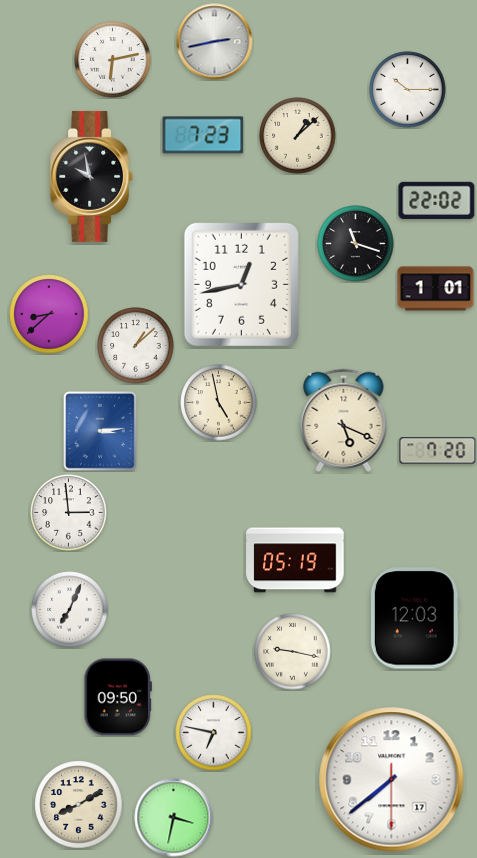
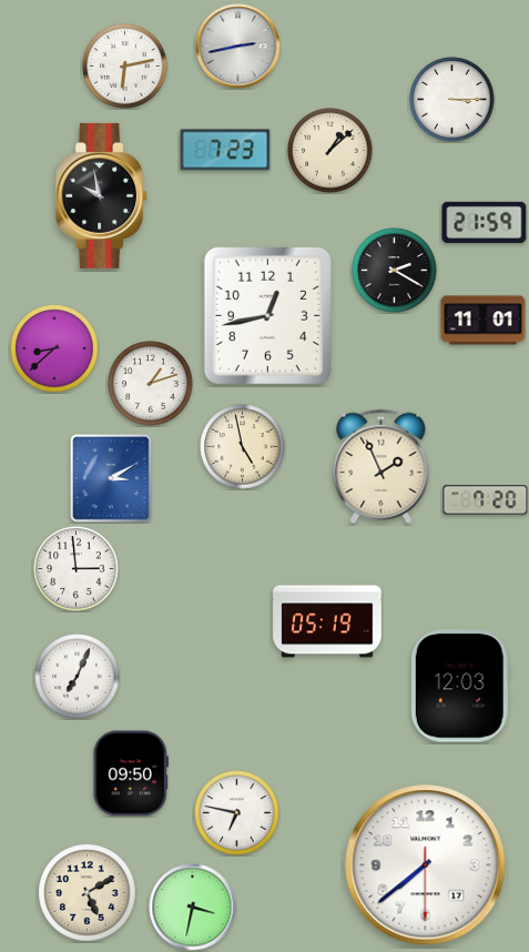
clock at (408, 90): 10:15 -> 3:15
clock at (437, 200): 22:02 -> 21:59
clock at (356, 244): 11:18 -> 2:20
clock at (436, 289): 1:01 -> 11:01
clock at (136, 346): 1:08 -> 1:12
clock at (344, 420): 5:19 -> 1:56
clock at (101, 432): 3:14 -> 3:10
clock at (293, 652): 9:17 -> none
clock at (392, 780) position: (392, 780) -> (426, 865)
clock at (79, 805): 8:10 -> 5:10
